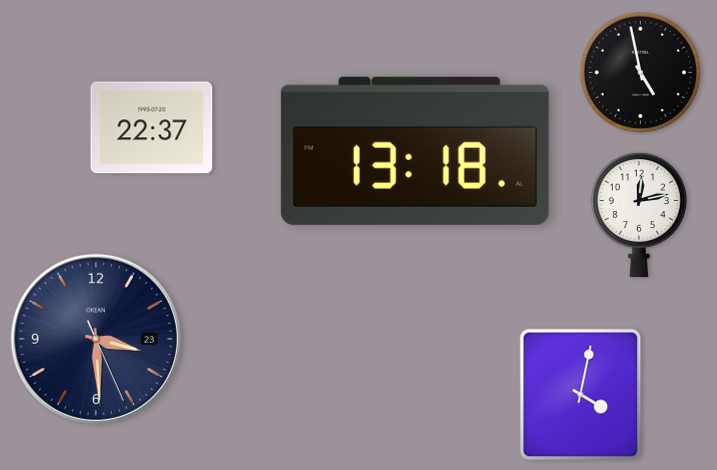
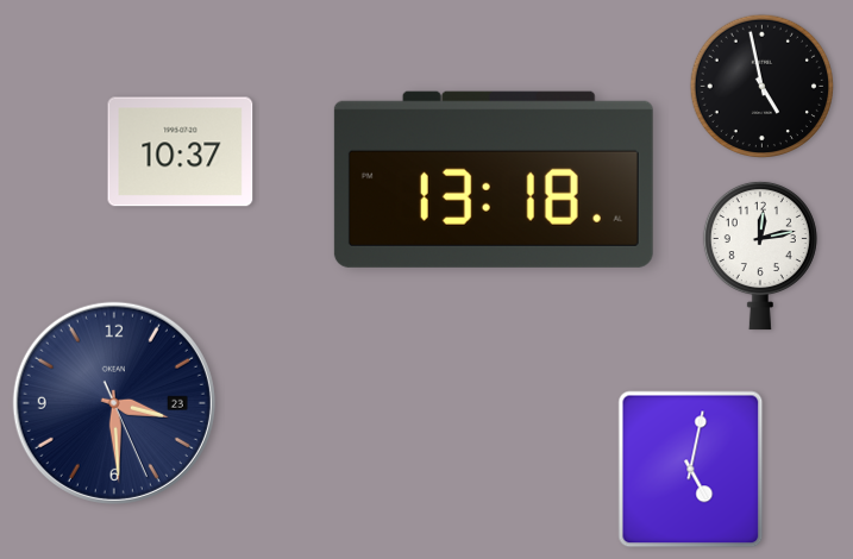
clock at (152, 128): 22:37 -> 10:37
clock at (581, 395): 4:02 -> 5:02
